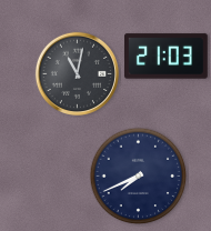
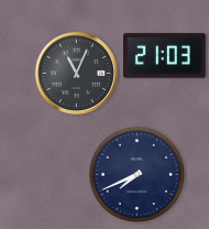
clock at (77, 73): 11:02 -> 11:04
